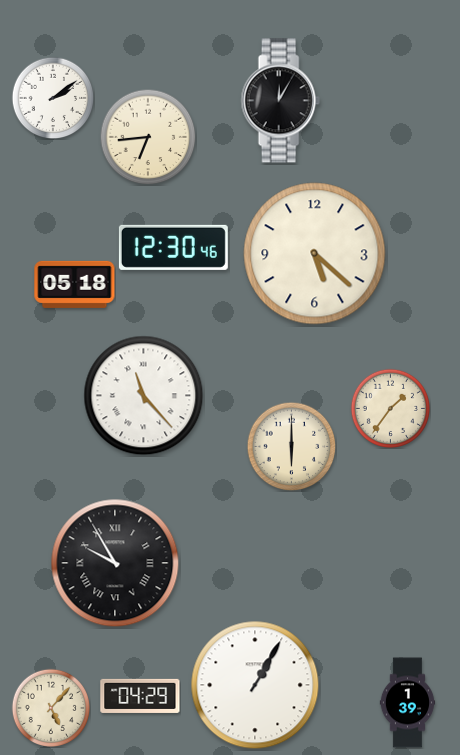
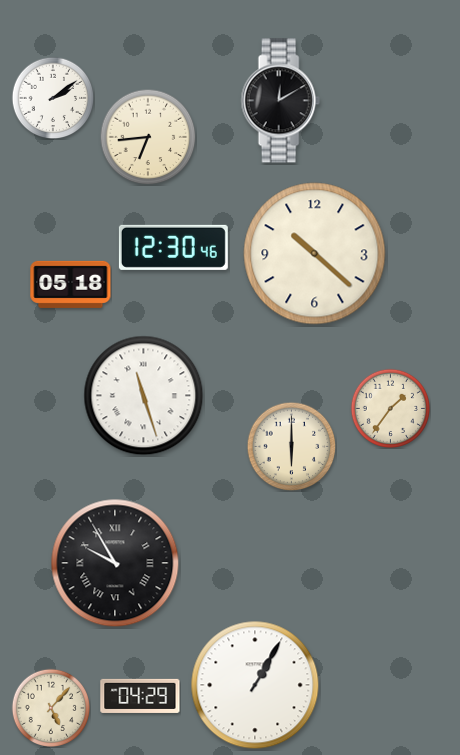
clock at (280, 101): 12:05 -> 12:10
clock at (315, 254): 5:22 -> 10:22
clock at (75, 284) position: (75, 284) -> (71, 284)
clock at (144, 396): 11:23 -> 11:27
clock at (408, 703): 1:39 -> none
